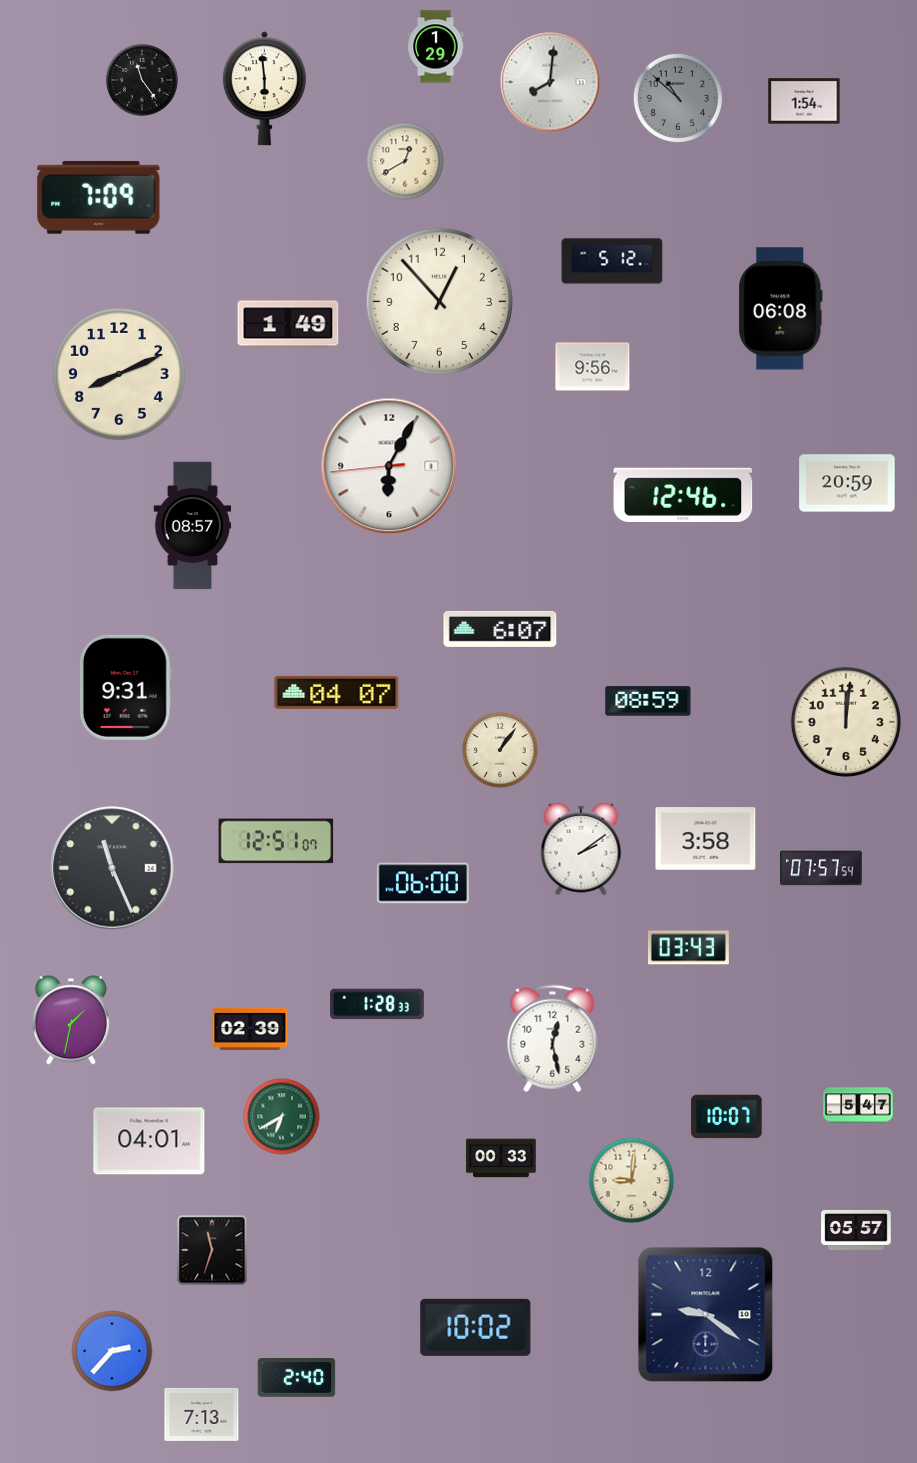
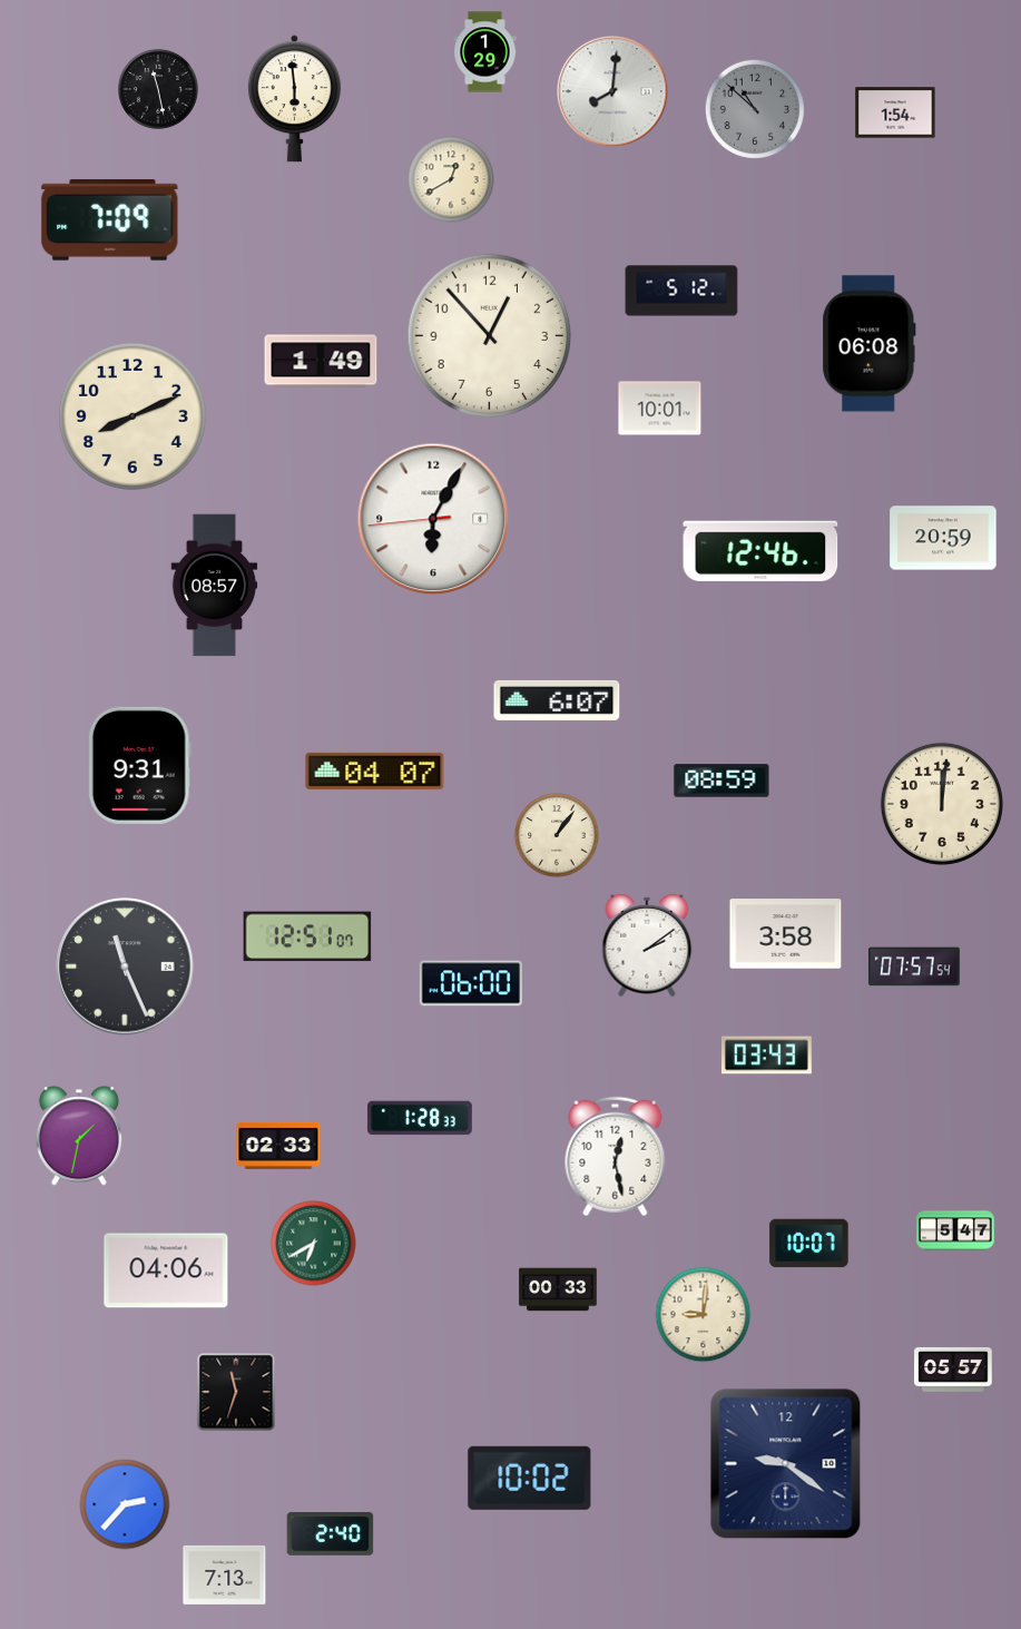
clock at (142, 80): 11:24 -> 11:28
clock at (593, 367): 9:56 -> 10:01
clock at (250, 1029): 02:39 -> 02:33
clock at (149, 1141): 04:01 -> 04:06
